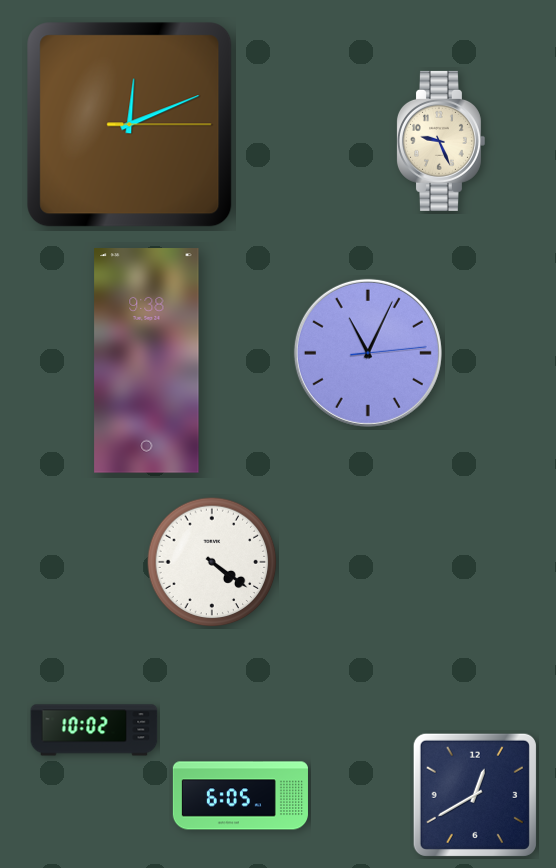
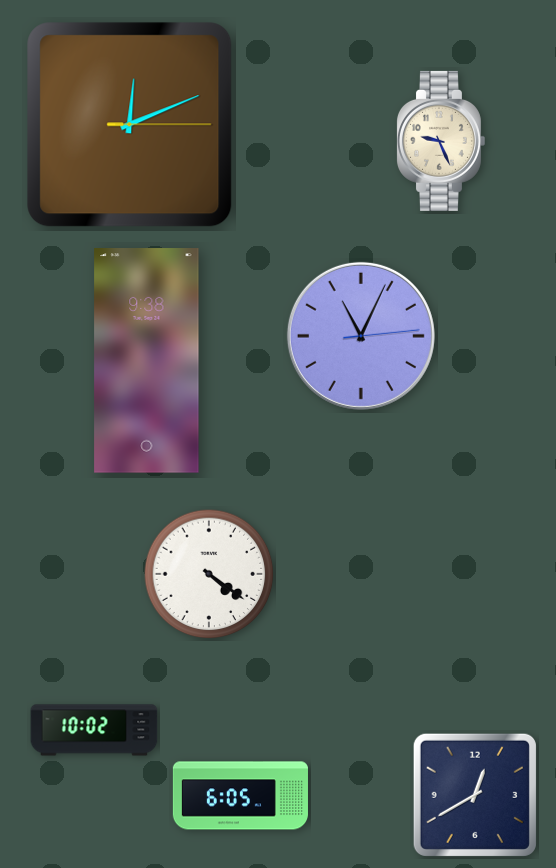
clock at (368, 353) position: (368, 353) -> (361, 336)
clock at (212, 562) position: (212, 562) -> (209, 574)
